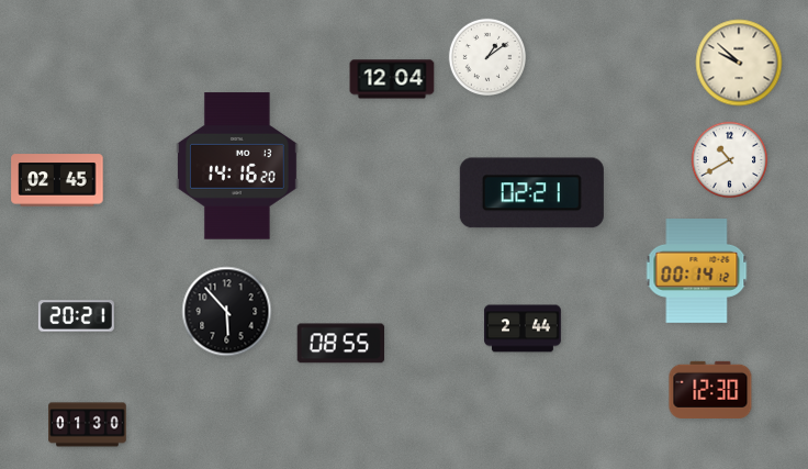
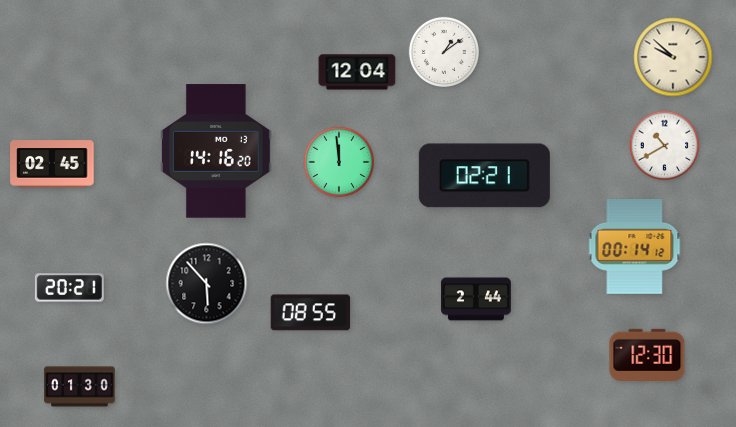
clock at (338, 161): none -> 11:59
